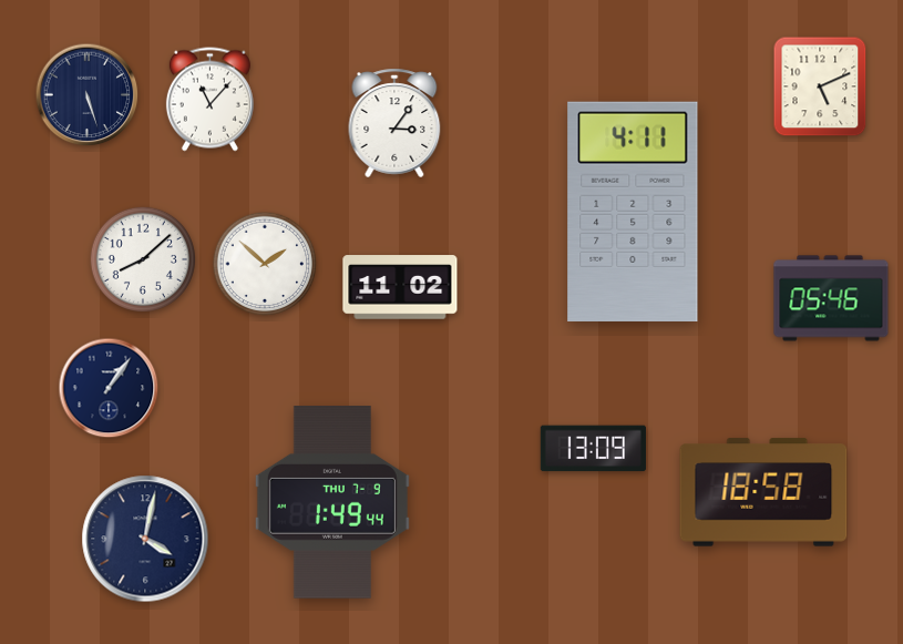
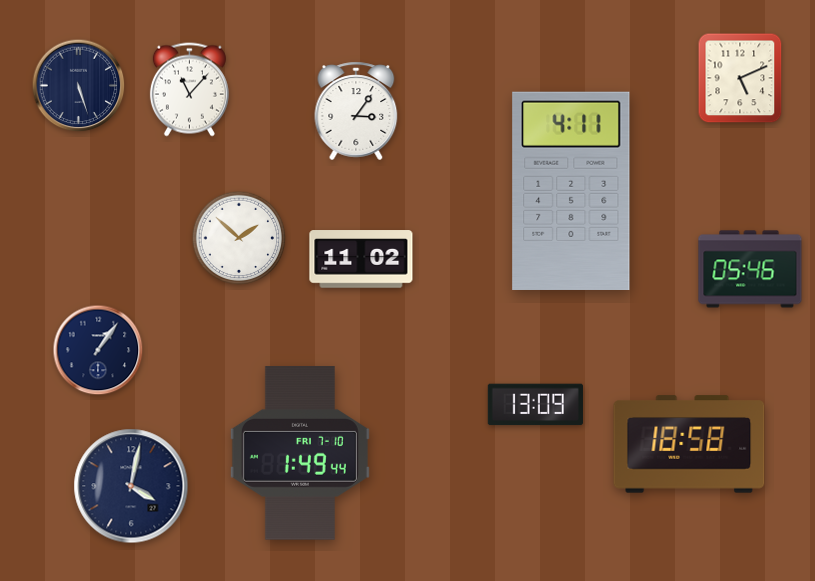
clock at (142, 258): 8:08 -> none
clock at (332, 502) date: THU 7-9 -> FRI 7-10
